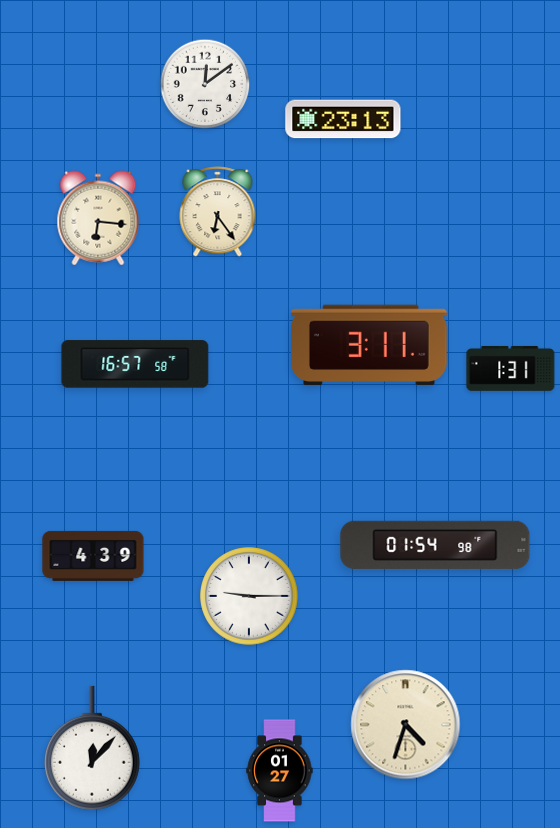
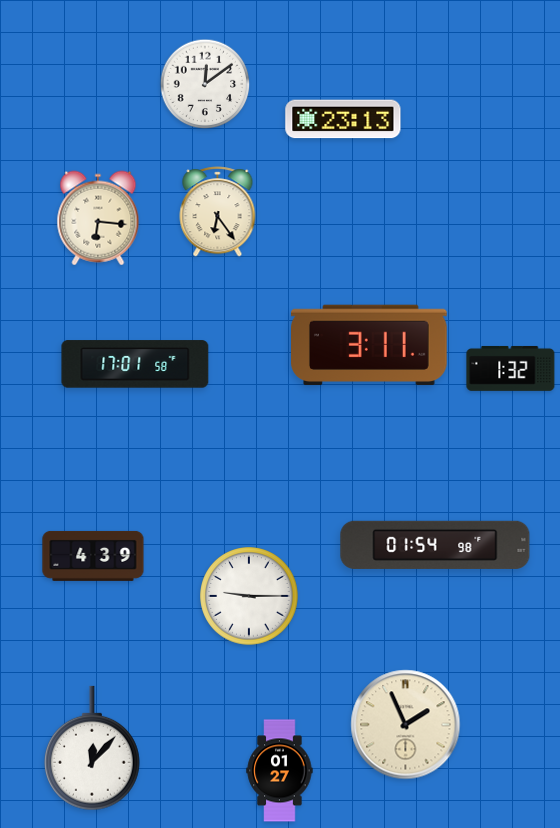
clock at (135, 364): 16:57 -> 17:01
clock at (511, 368): 1:31 -> 1:32
clock at (406, 725): 4:33 -> 1:56
